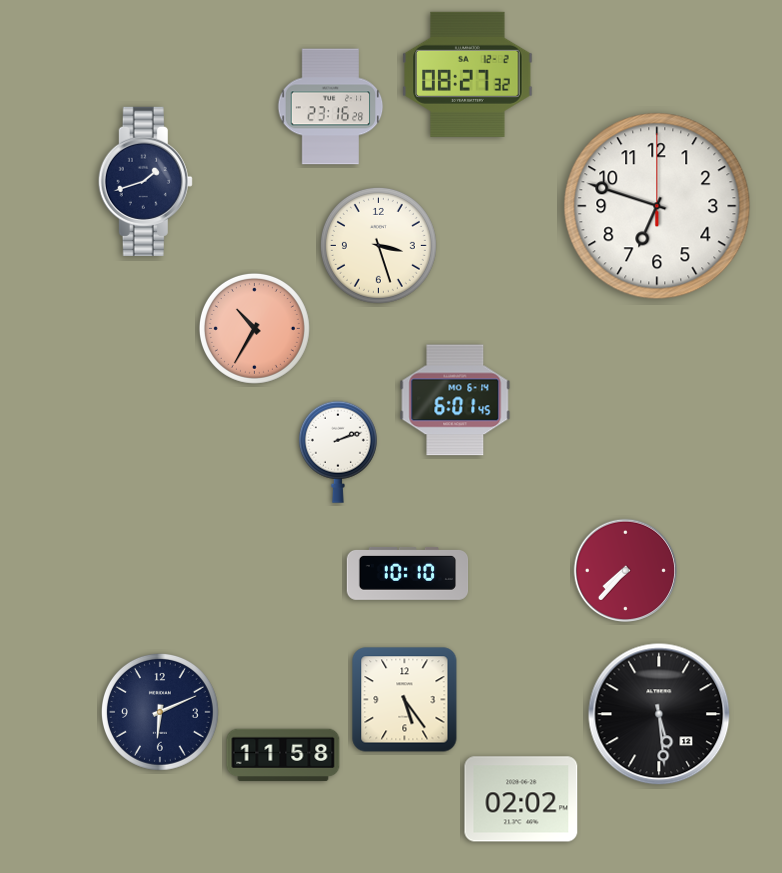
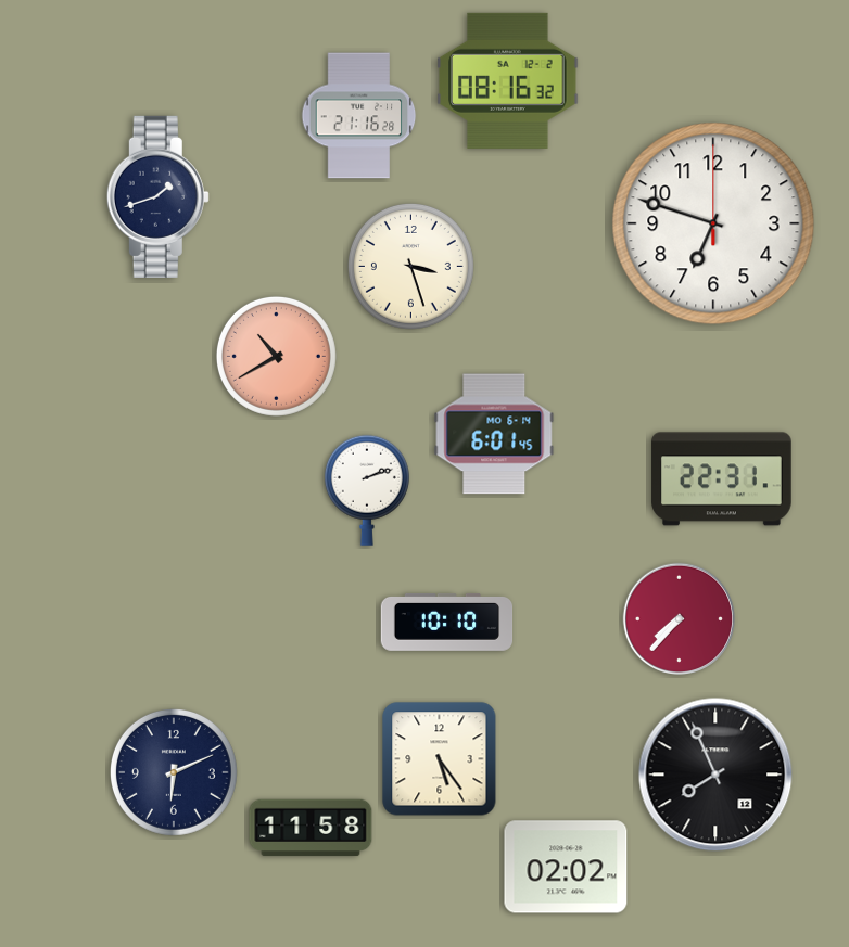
clock at (468, 74): 08:27 -> 08:16
clock at (331, 107): 23:16 -> 21:16
clock at (254, 328): 10:35 -> 10:40
clock at (722, 479): none -> 22:31
clock at (408, 573) position: (408, 573) -> (447, 622)
clock at (659, 714): 5:29 -> 7:56
clock at (283, 755) position: (283, 755) -> (311, 828)
